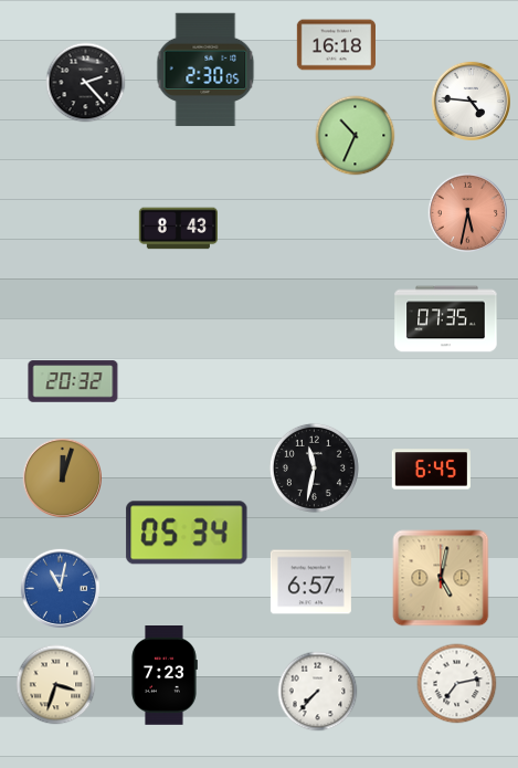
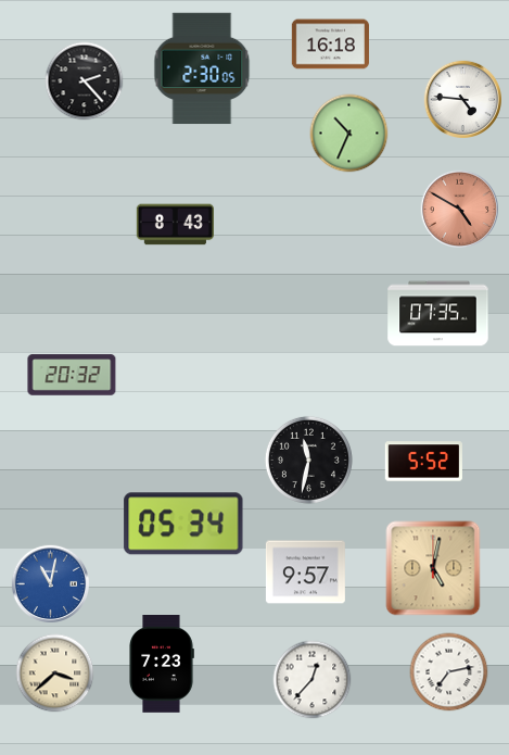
clock at (467, 212): 5:32 -> 4:50
clock at (431, 470): 6:45 -> 5:52
clock at (62, 477): 12:03 -> none
clock at (310, 582): 6:57 -> 9:57
clock at (60, 588) position: (60, 588) -> (50, 583)
clock at (56, 685): 3:33 -> 3:38
clock at (318, 692): 7:37 -> 12:37
